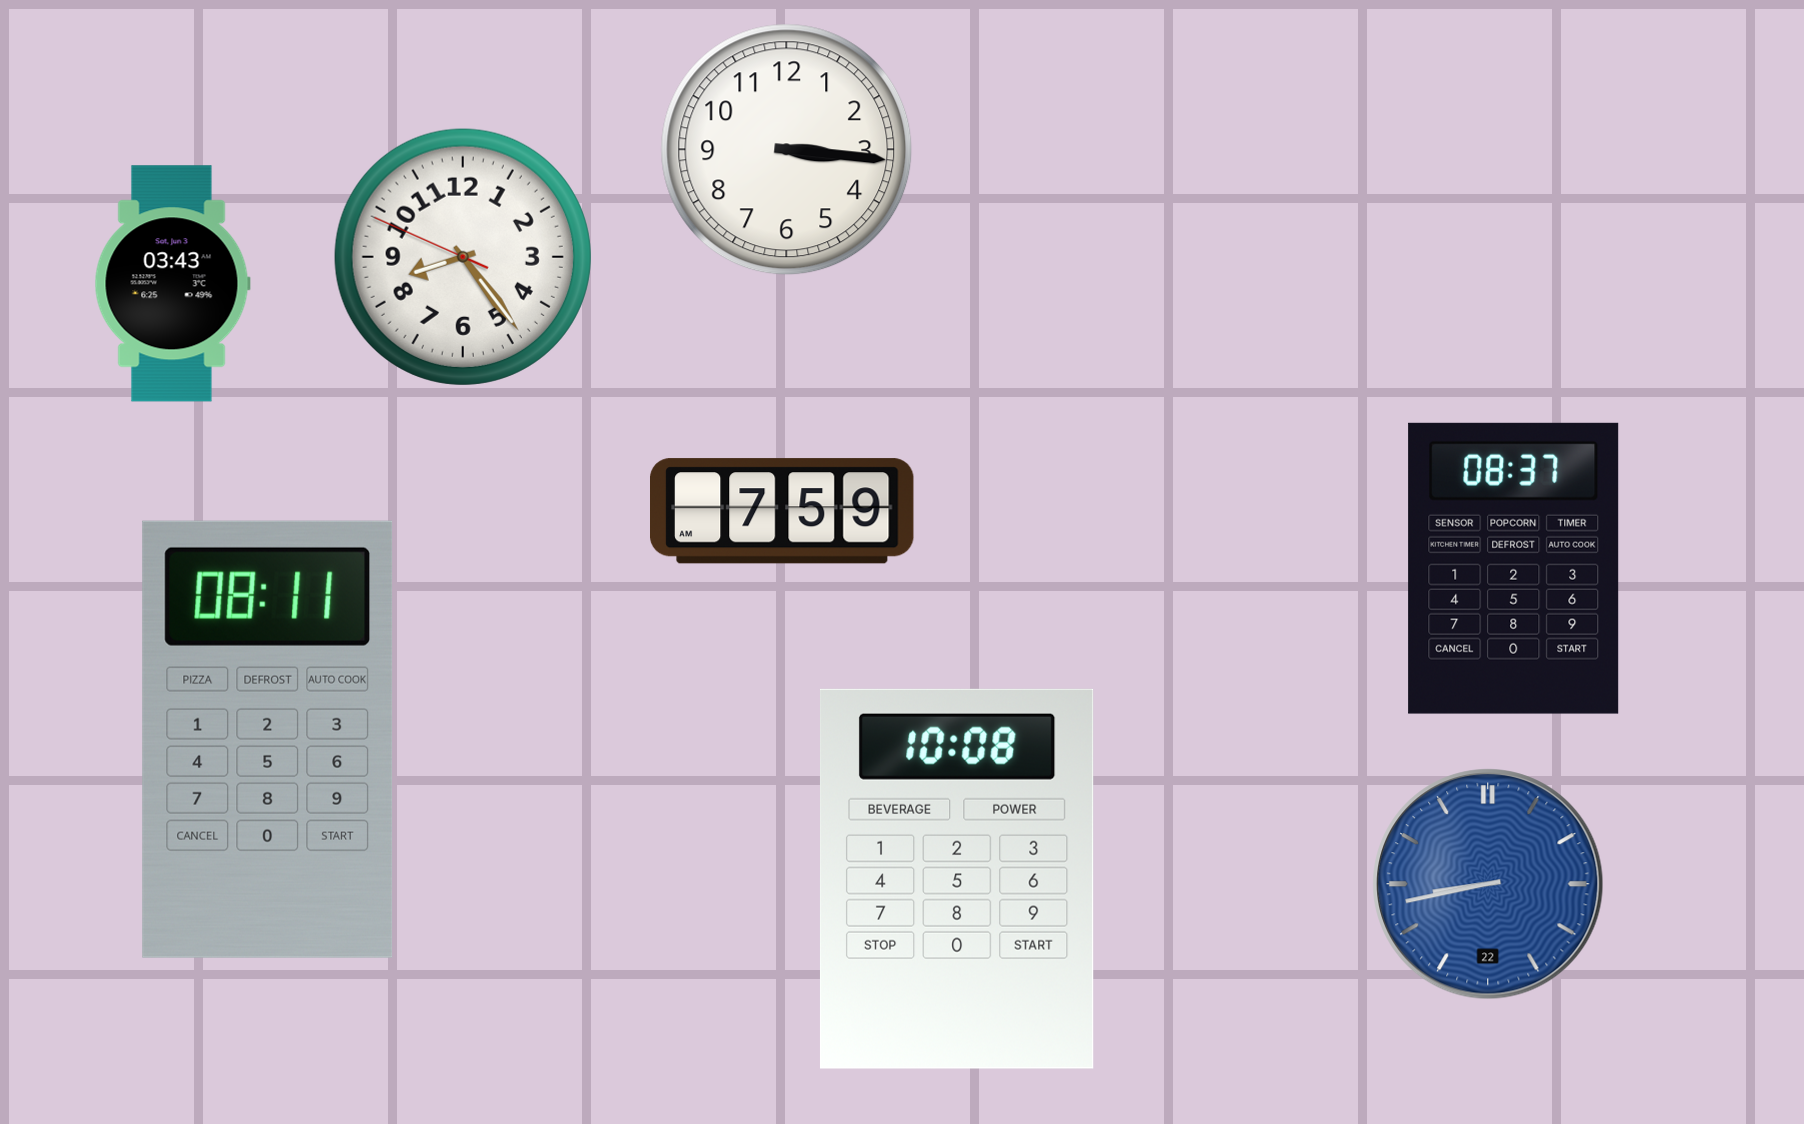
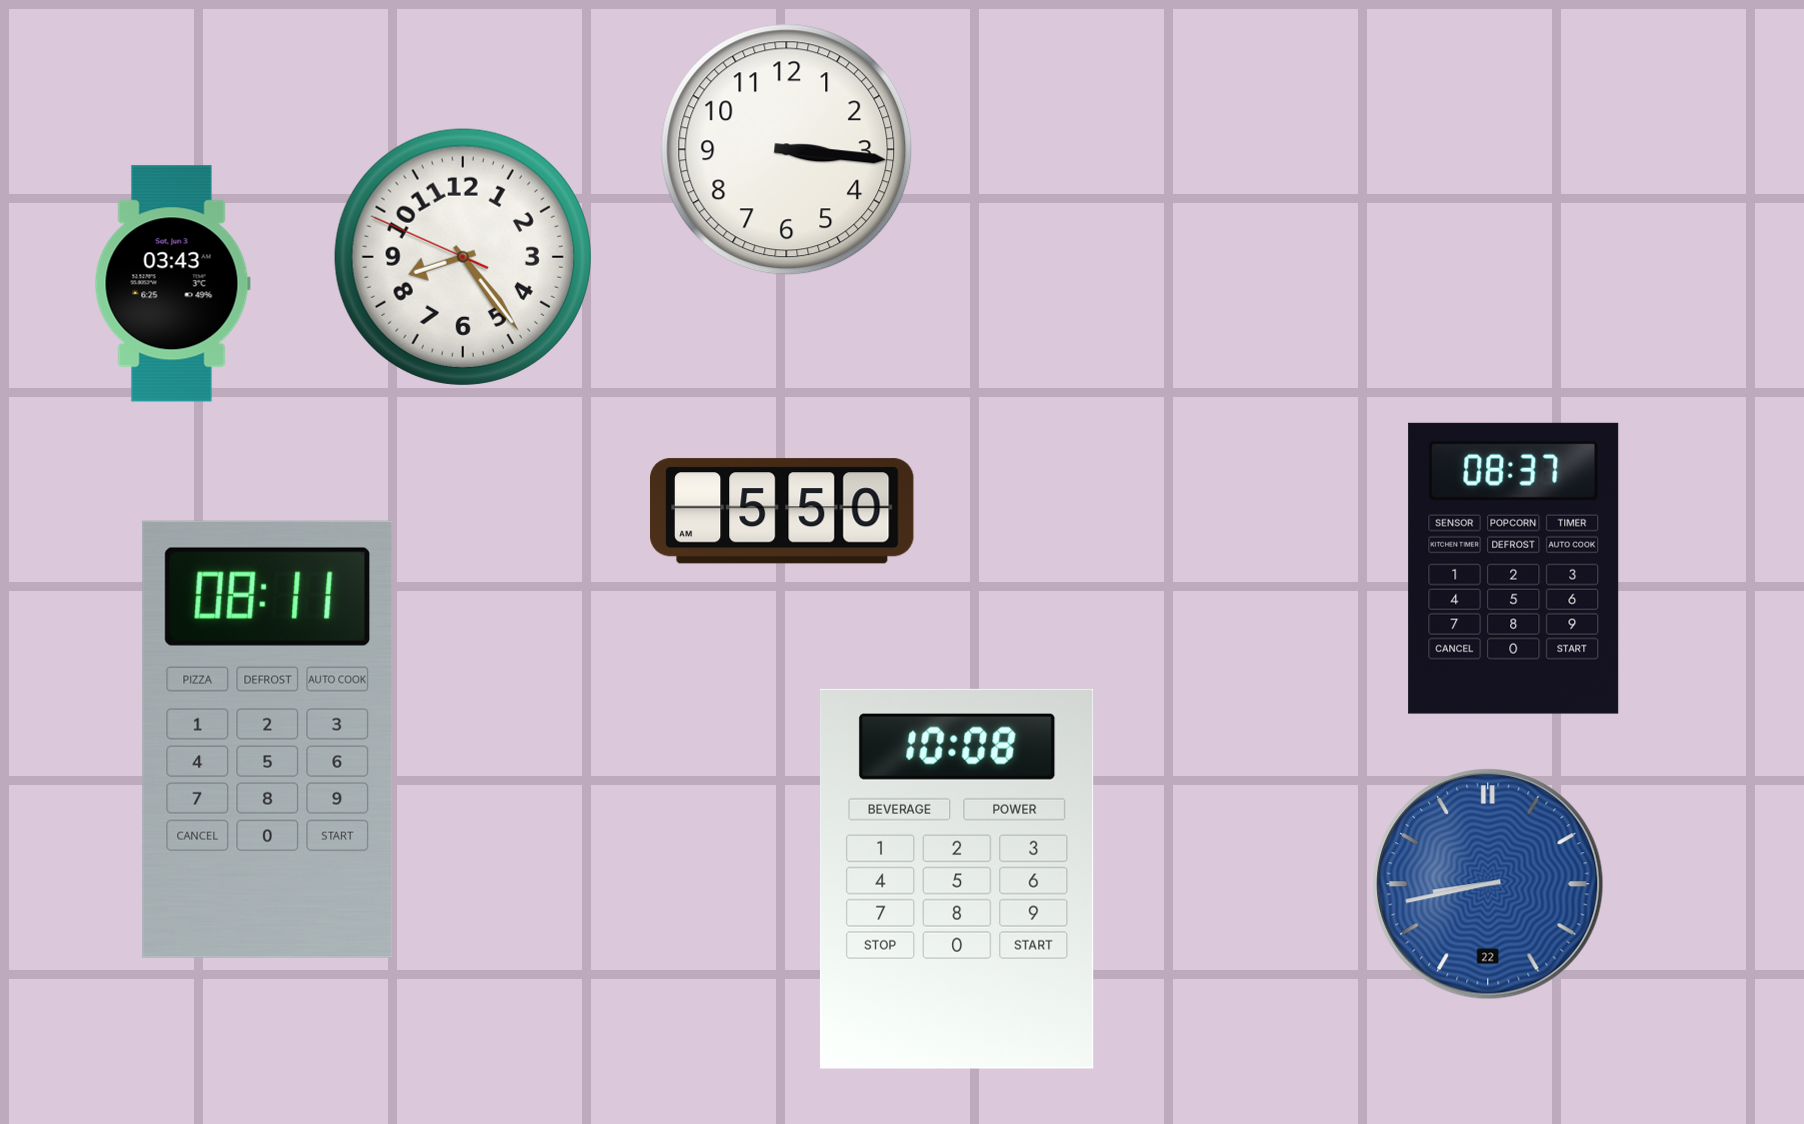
clock at (783, 511): 7:59 -> 5:50
